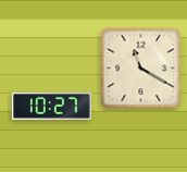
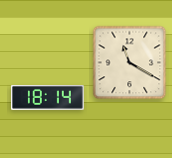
clock at (52, 107): 10:27 -> 18:14
